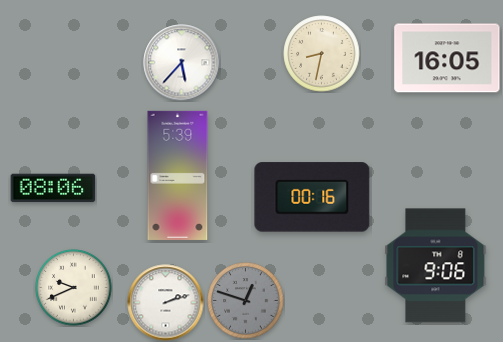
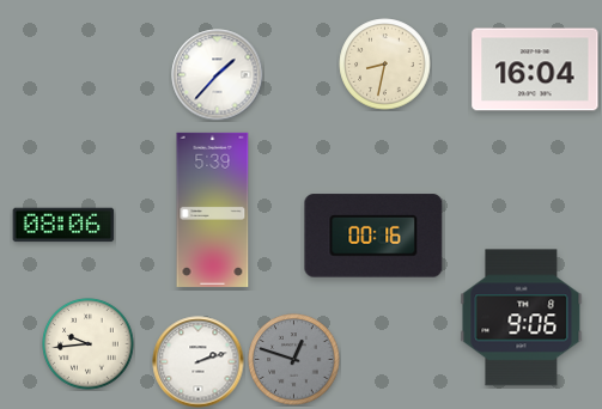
clock at (447, 58): 16:05 -> 16:04
clock at (182, 63): 5:37 -> 1:37
clock at (74, 288): 9:41 -> 9:44
